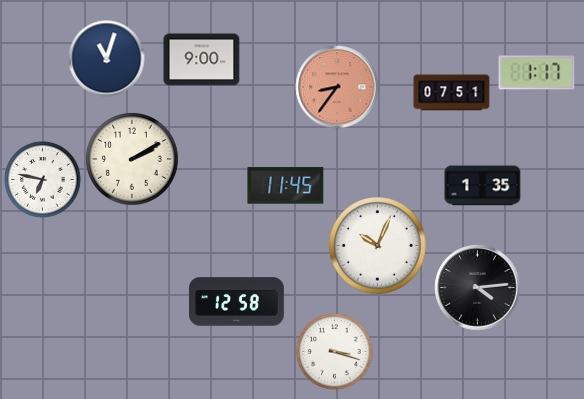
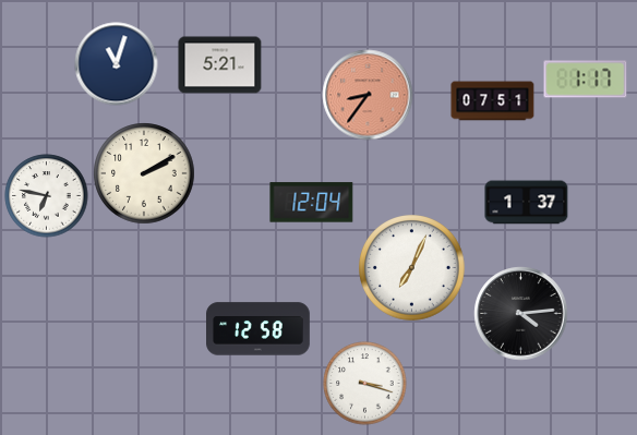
clock at (202, 60): 9:00 -> 5:21
clock at (286, 186): 11:45 -> 12:04
clock at (483, 186): 1:35 -> 1:37
clock at (378, 246): 10:04 -> 7:04
